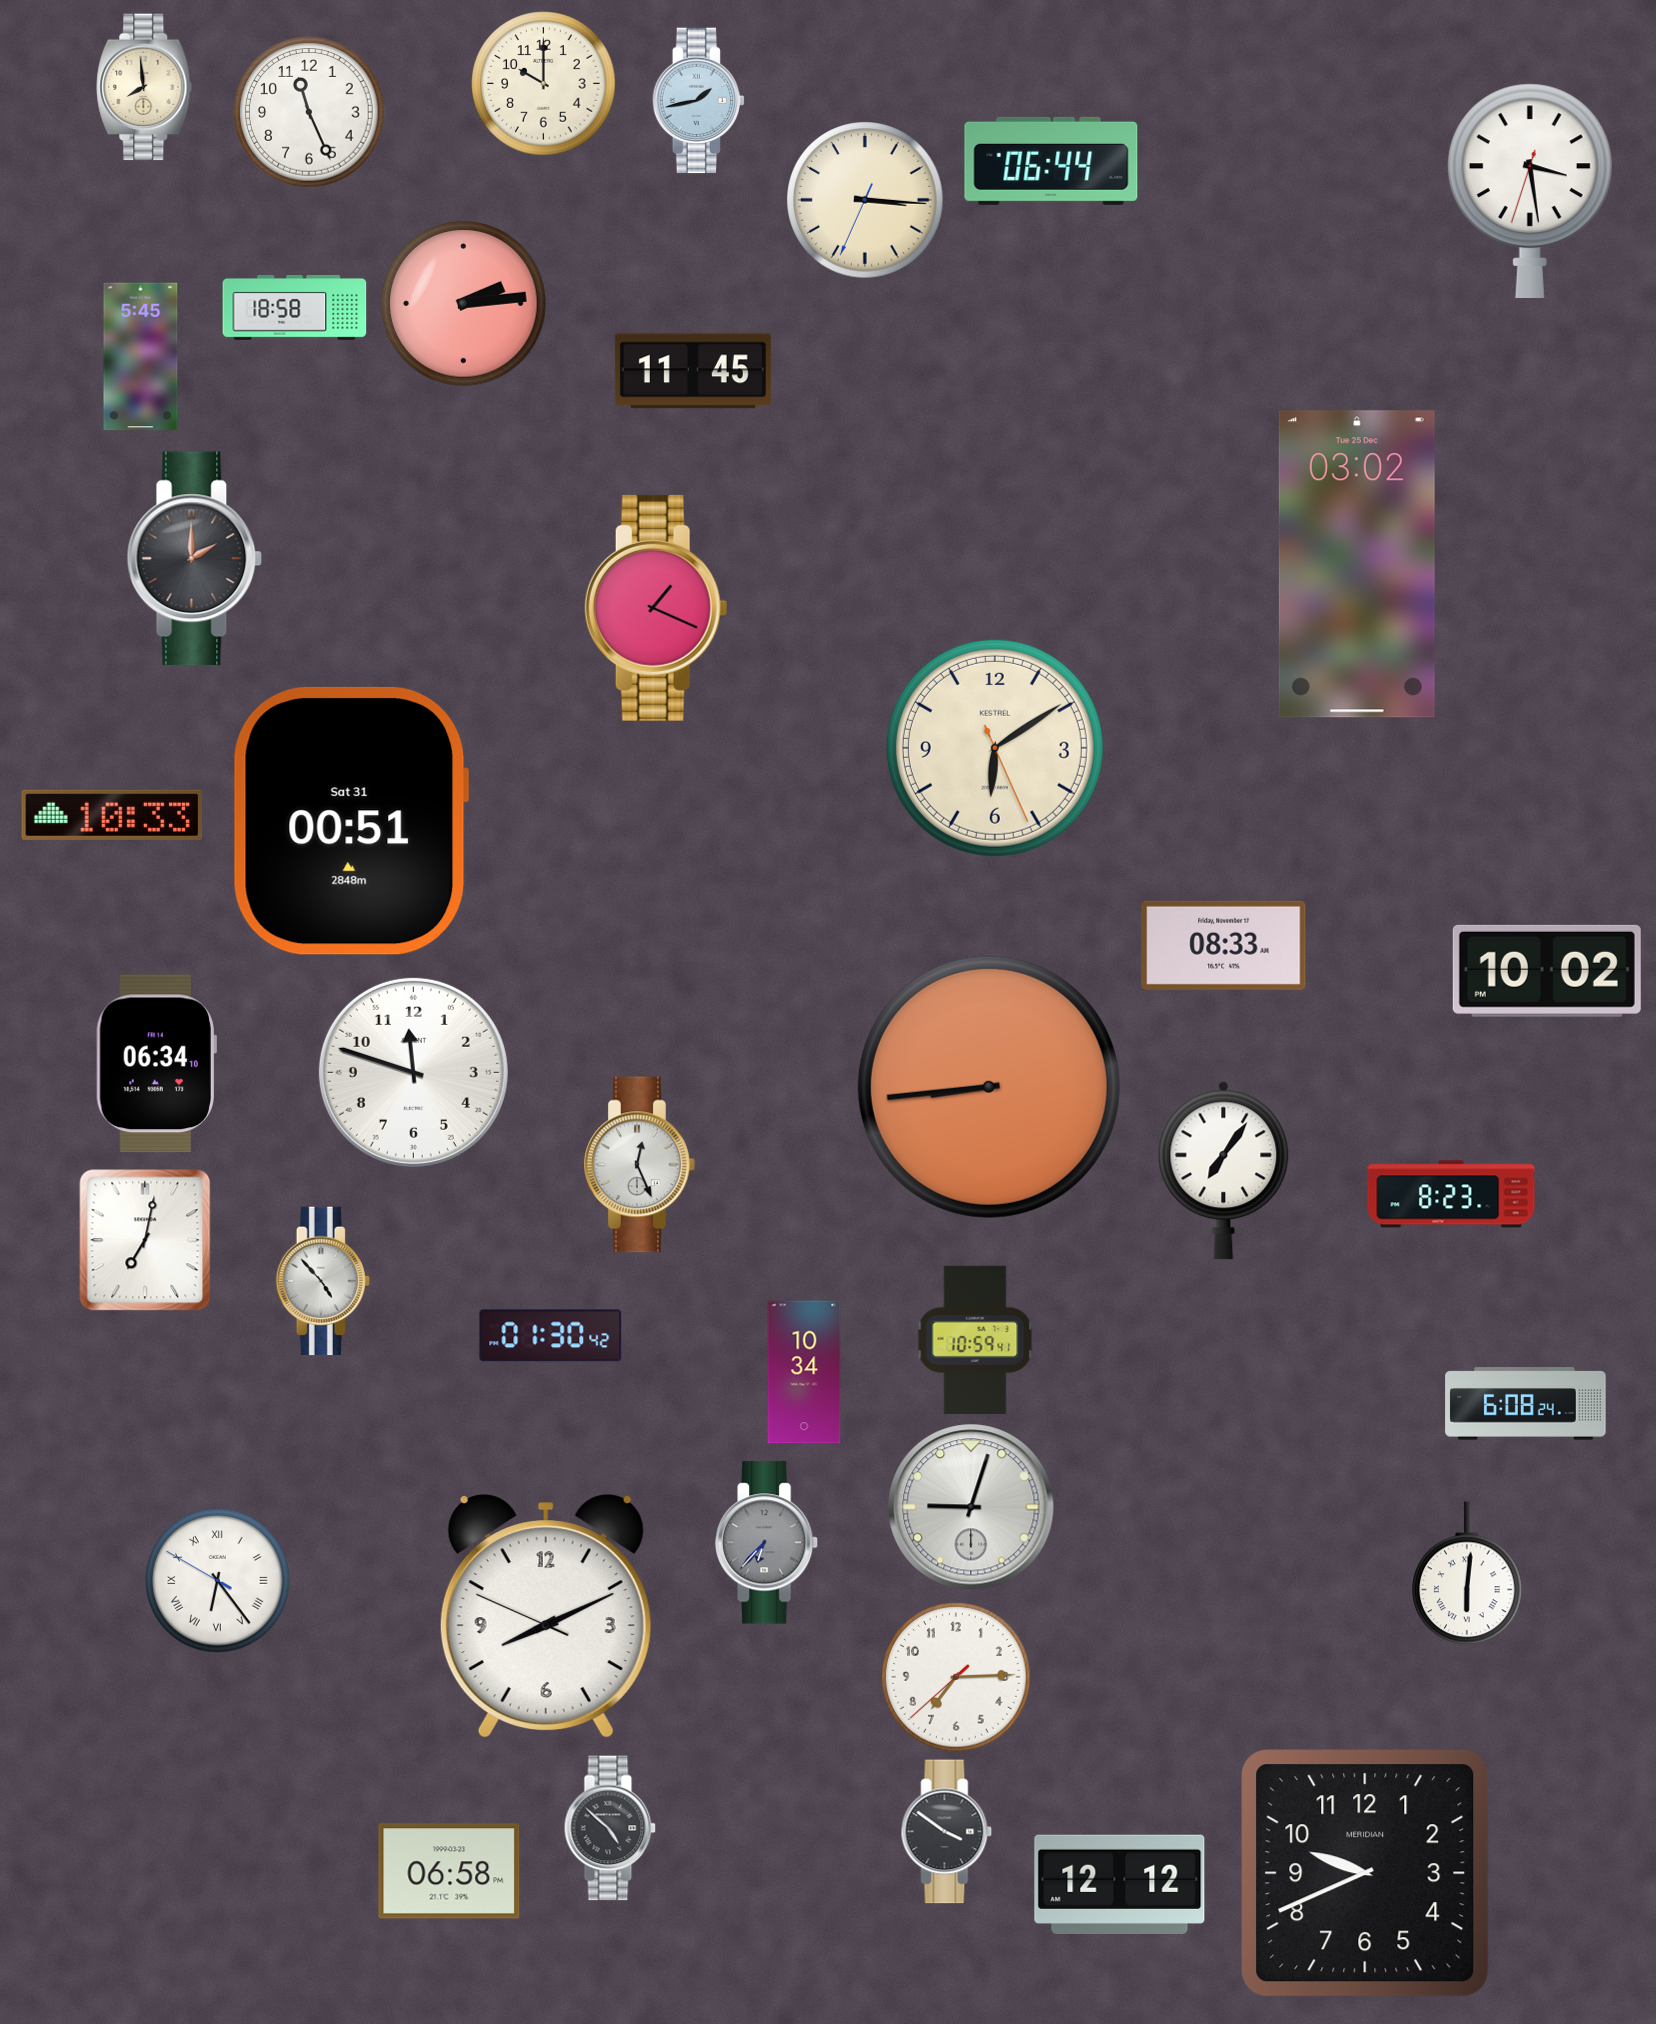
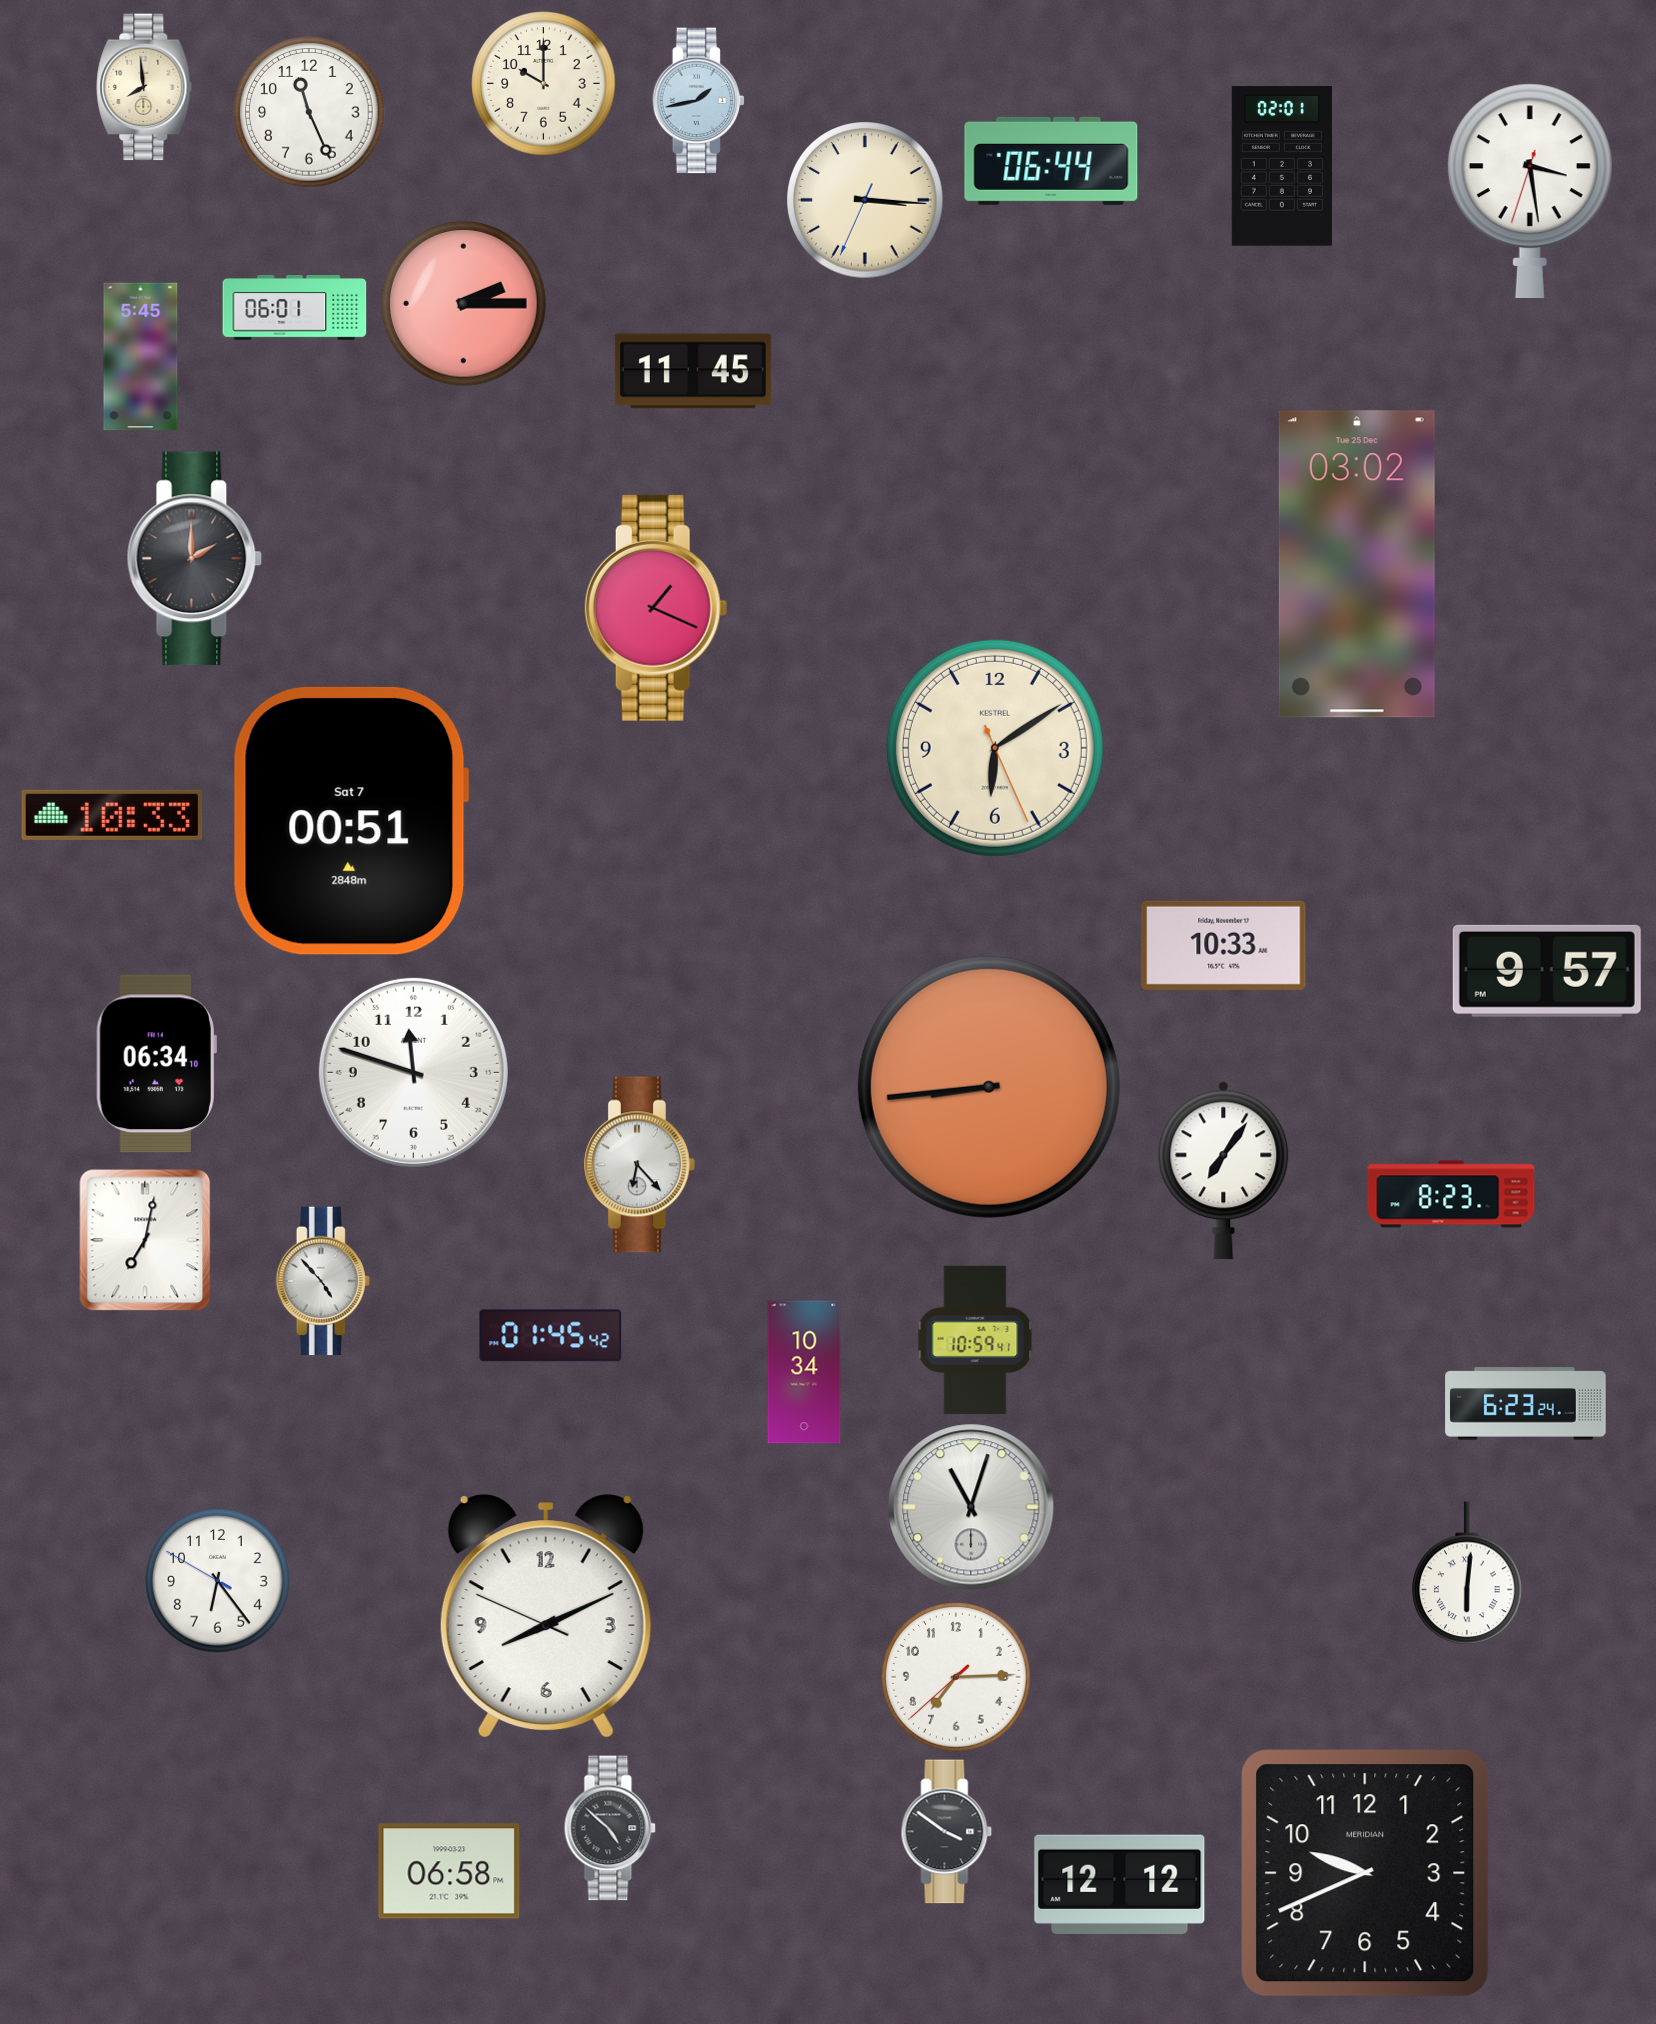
clock at (1282, 166): none -> 02:01
clock at (464, 304): 2:14 -> 2:15
clock at (295, 308): 18:58 -> 06:01
clock at (351, 821) date: Sat 31 -> Sat 7
clock at (1224, 945): 08:33 -> 10:33
clock at (1547, 971): 10:02 -> 9:57
clock at (640, 1165): 12:26 -> 6:23
clock at (551, 1336): 01:30 -> 01:45
clock at (1526, 1404): 6:08 -> 6:23
clock at (971, 1507): 9:03 -> 11:03
clock at (767, 1543): 6:37 -> none
clock at (218, 1581) numerals: Roman -> Arabic
